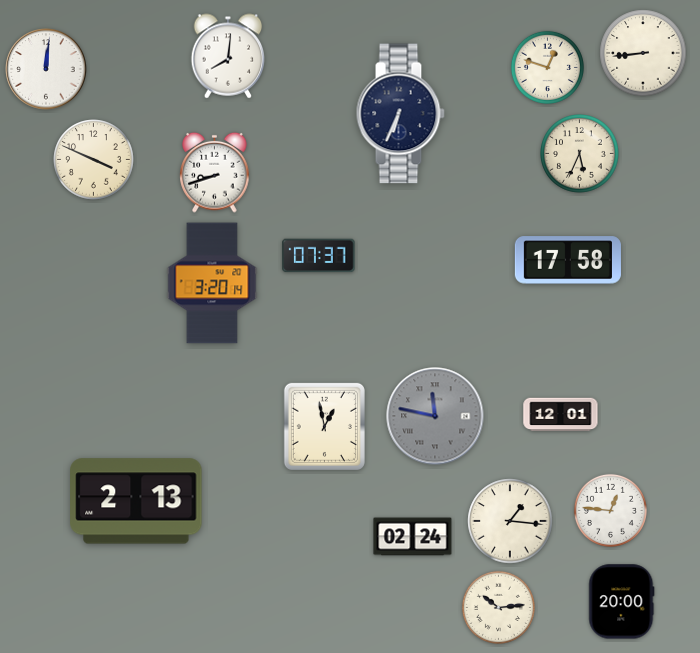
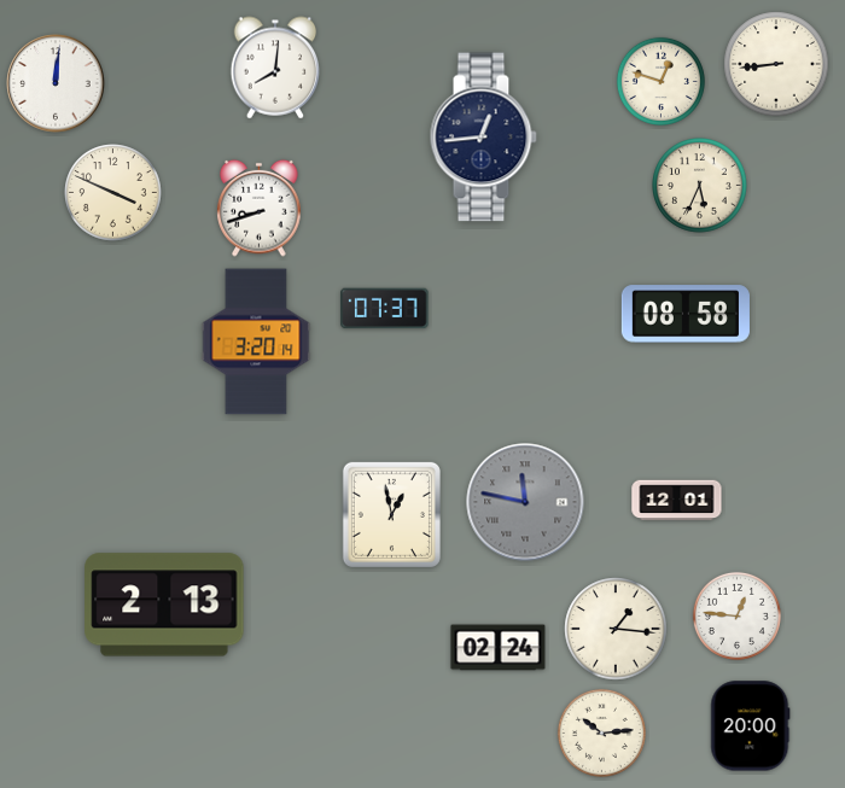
clock at (400, 114): 6:34 -> 12:44
clock at (568, 260): 17:58 -> 08:58
